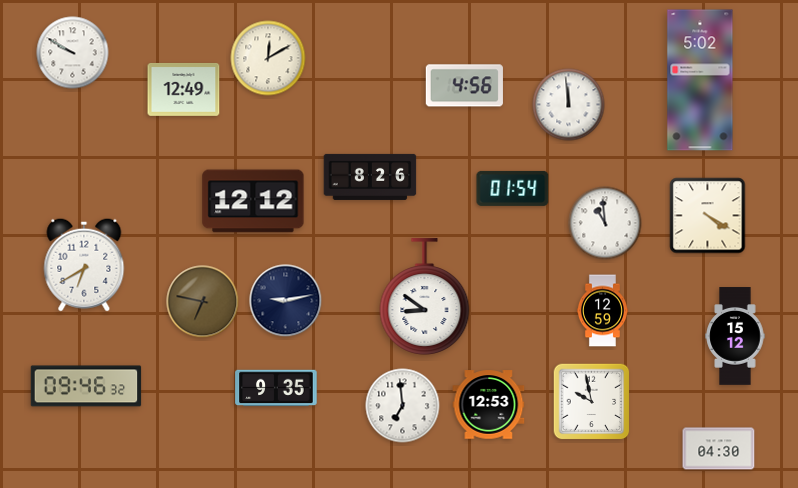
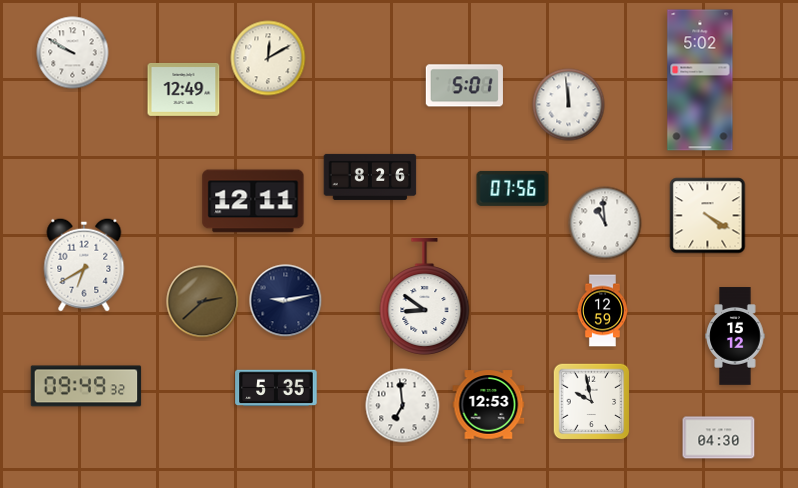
clock at (464, 86): 4:56 -> 5:01
clock at (513, 188): 01:54 -> 07:56
clock at (253, 201): 12:12 -> 12:11
clock at (203, 302): 6:47 -> 2:38
clock at (86, 386): 09:46 -> 09:49
clock at (276, 388): 9:35 -> 5:35
clock at (719, 449) position: (719, 449) -> (719, 438)
